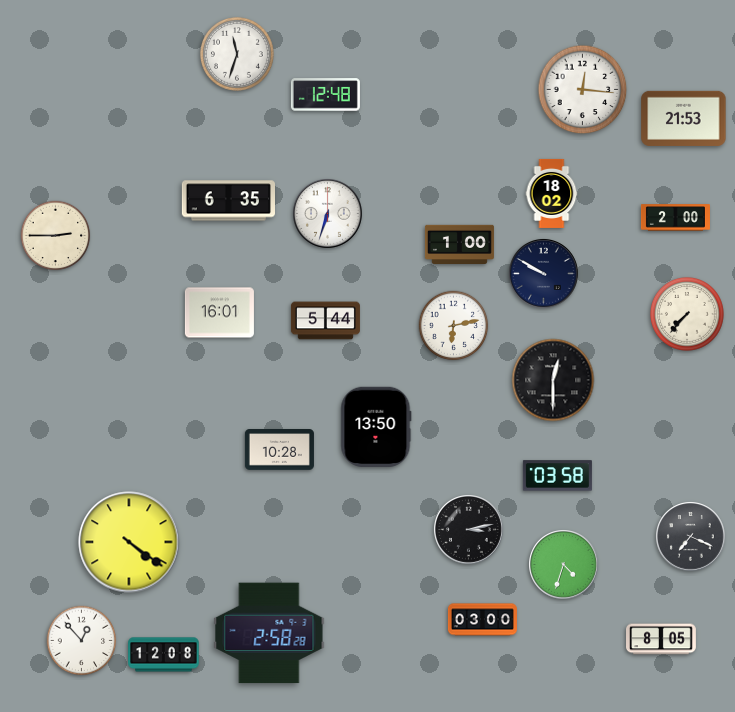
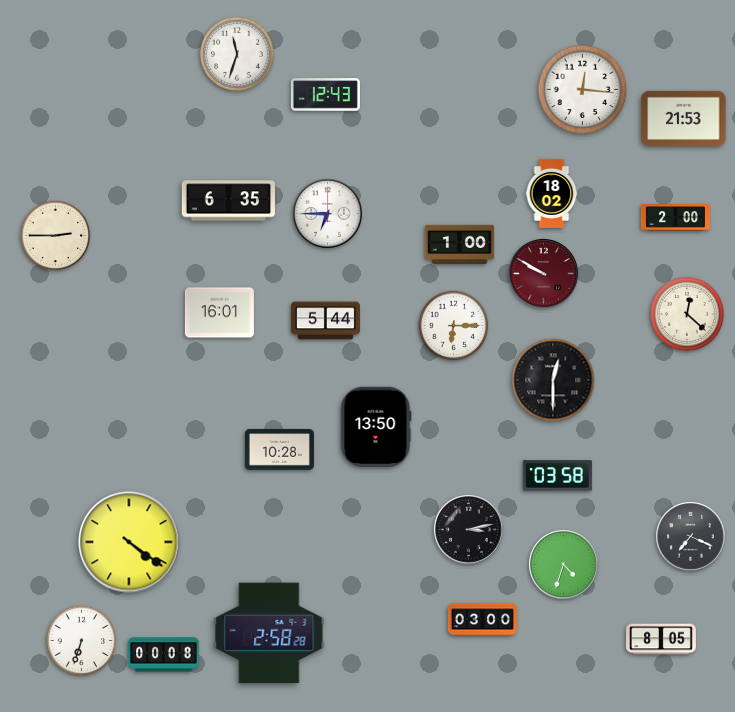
clock at (325, 95): 12:48 -> 12:43
clock at (328, 214): 6:33 -> 6:45
clock at (544, 274) dial: navy -> burgundy
clock at (687, 314): 7:37 -> 12:22
clock at (454, 326): 6:13 -> 6:15
clock at (82, 641): 12:53 -> 6:33
clock at (164, 655): 12:08 -> 00:08
